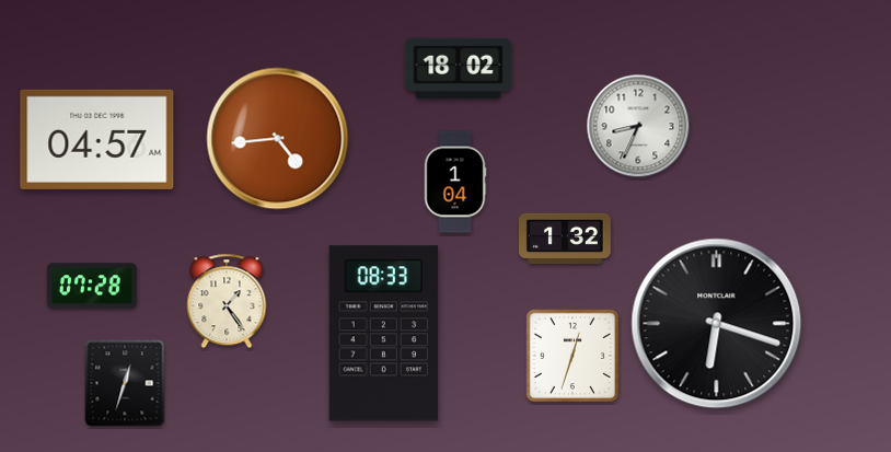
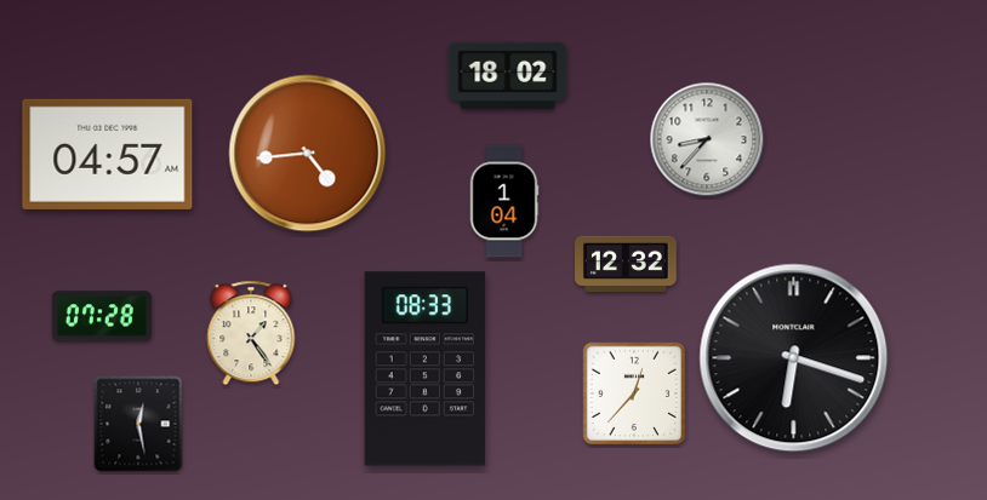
clock at (638, 126): 8:34 -> 8:37
clock at (566, 237): 1:32 -> 12:32
clock at (572, 356): 12:33 -> 12:37
clock at (125, 383): 12:33 -> 12:28
